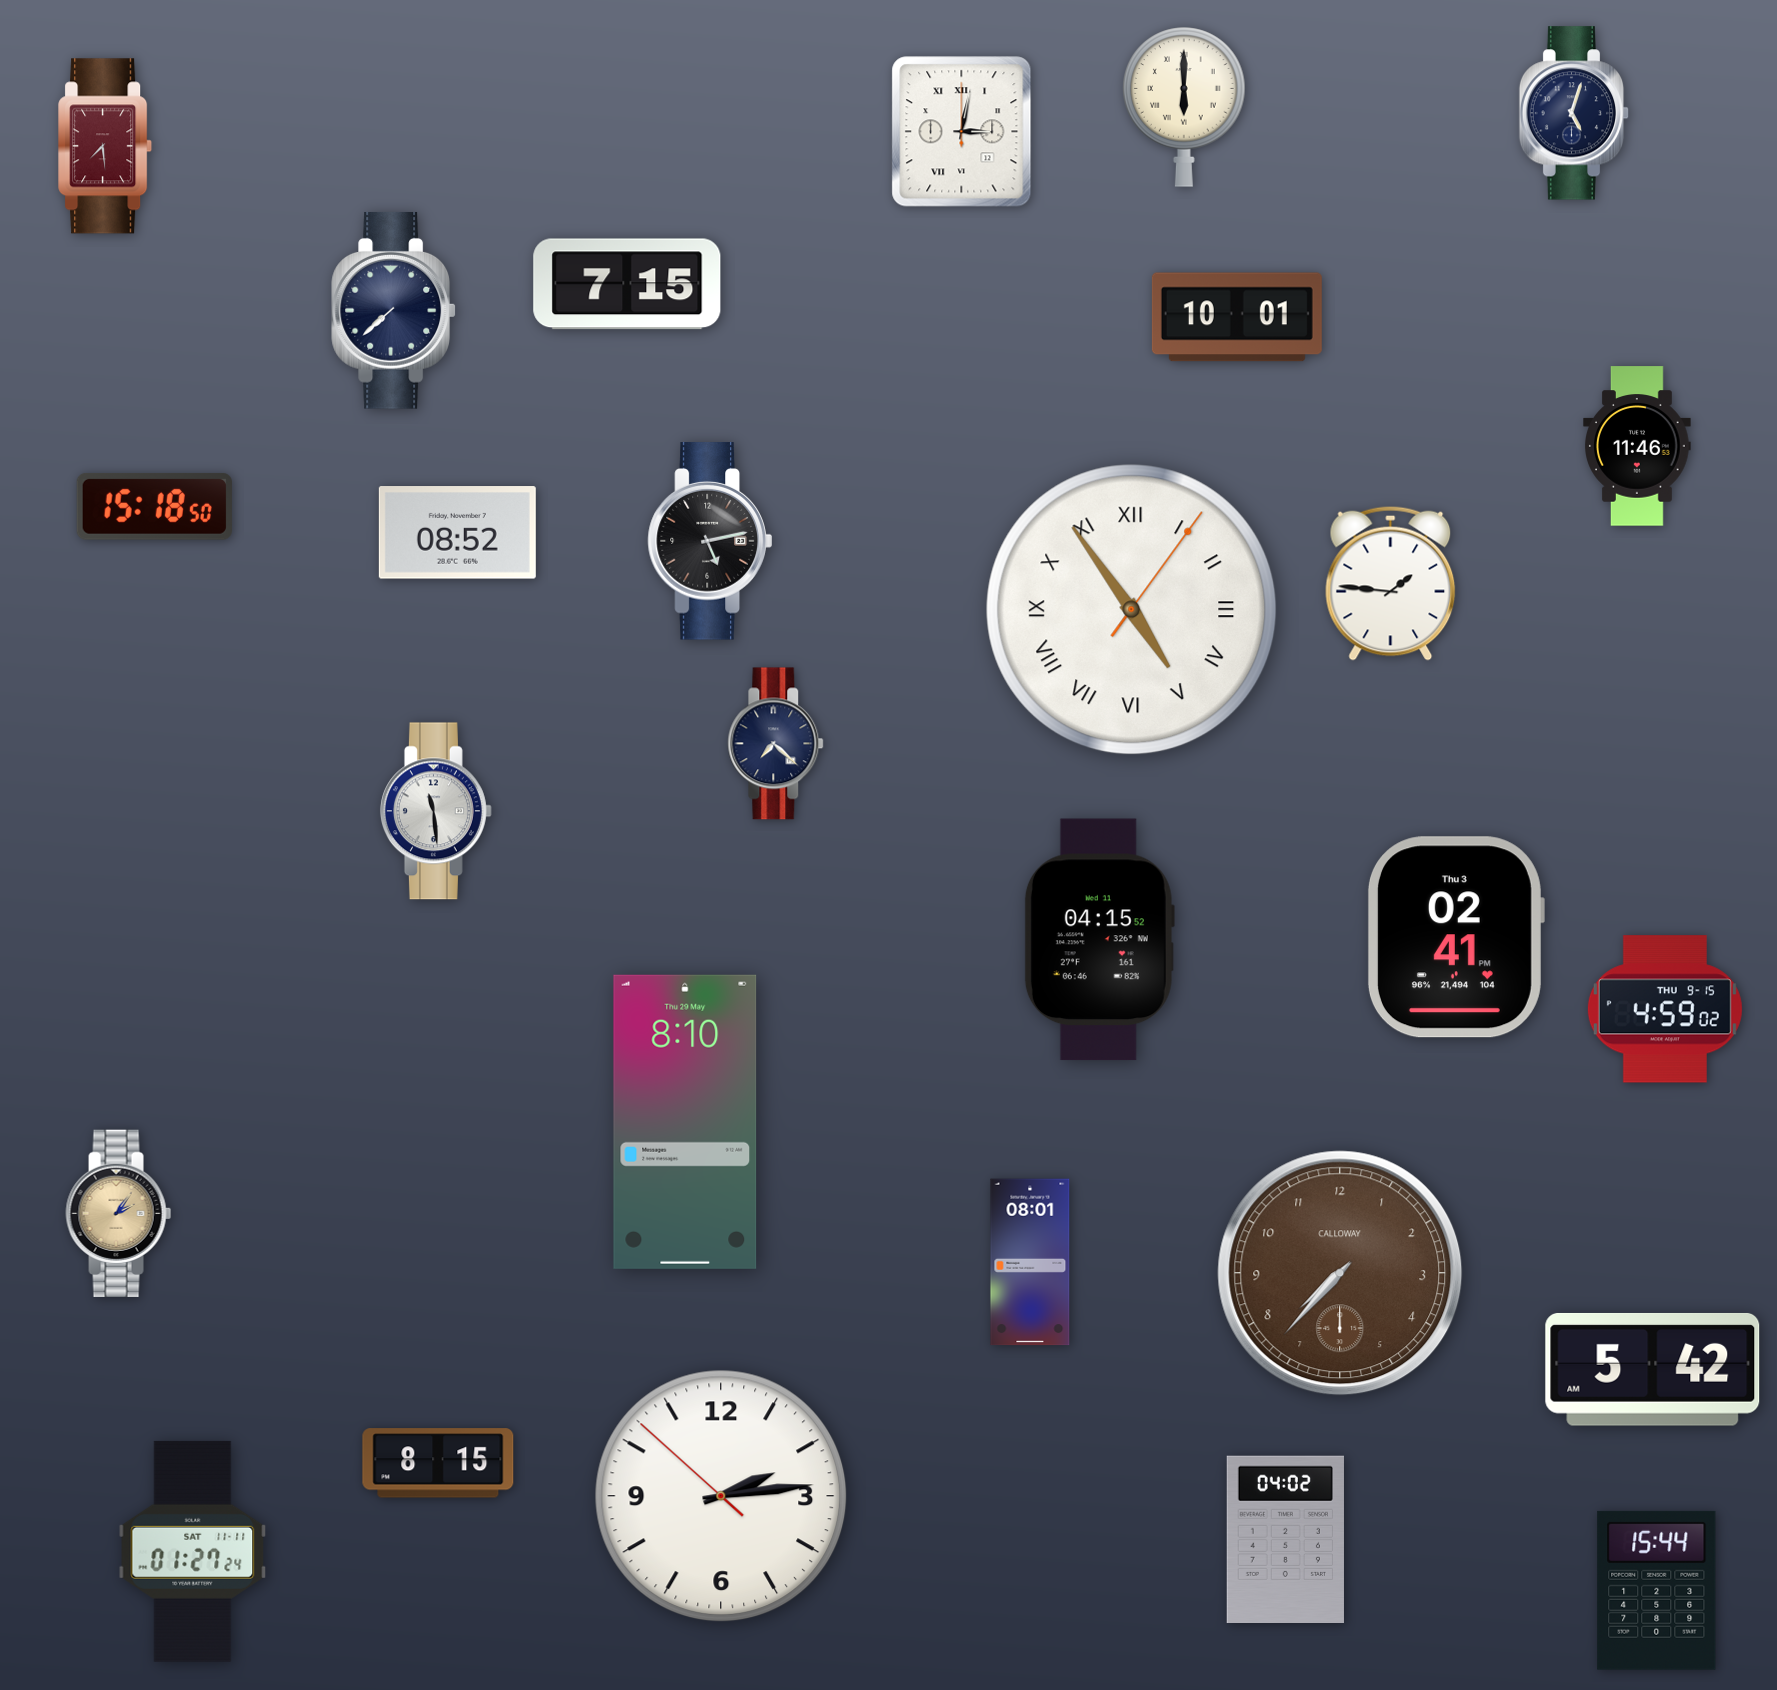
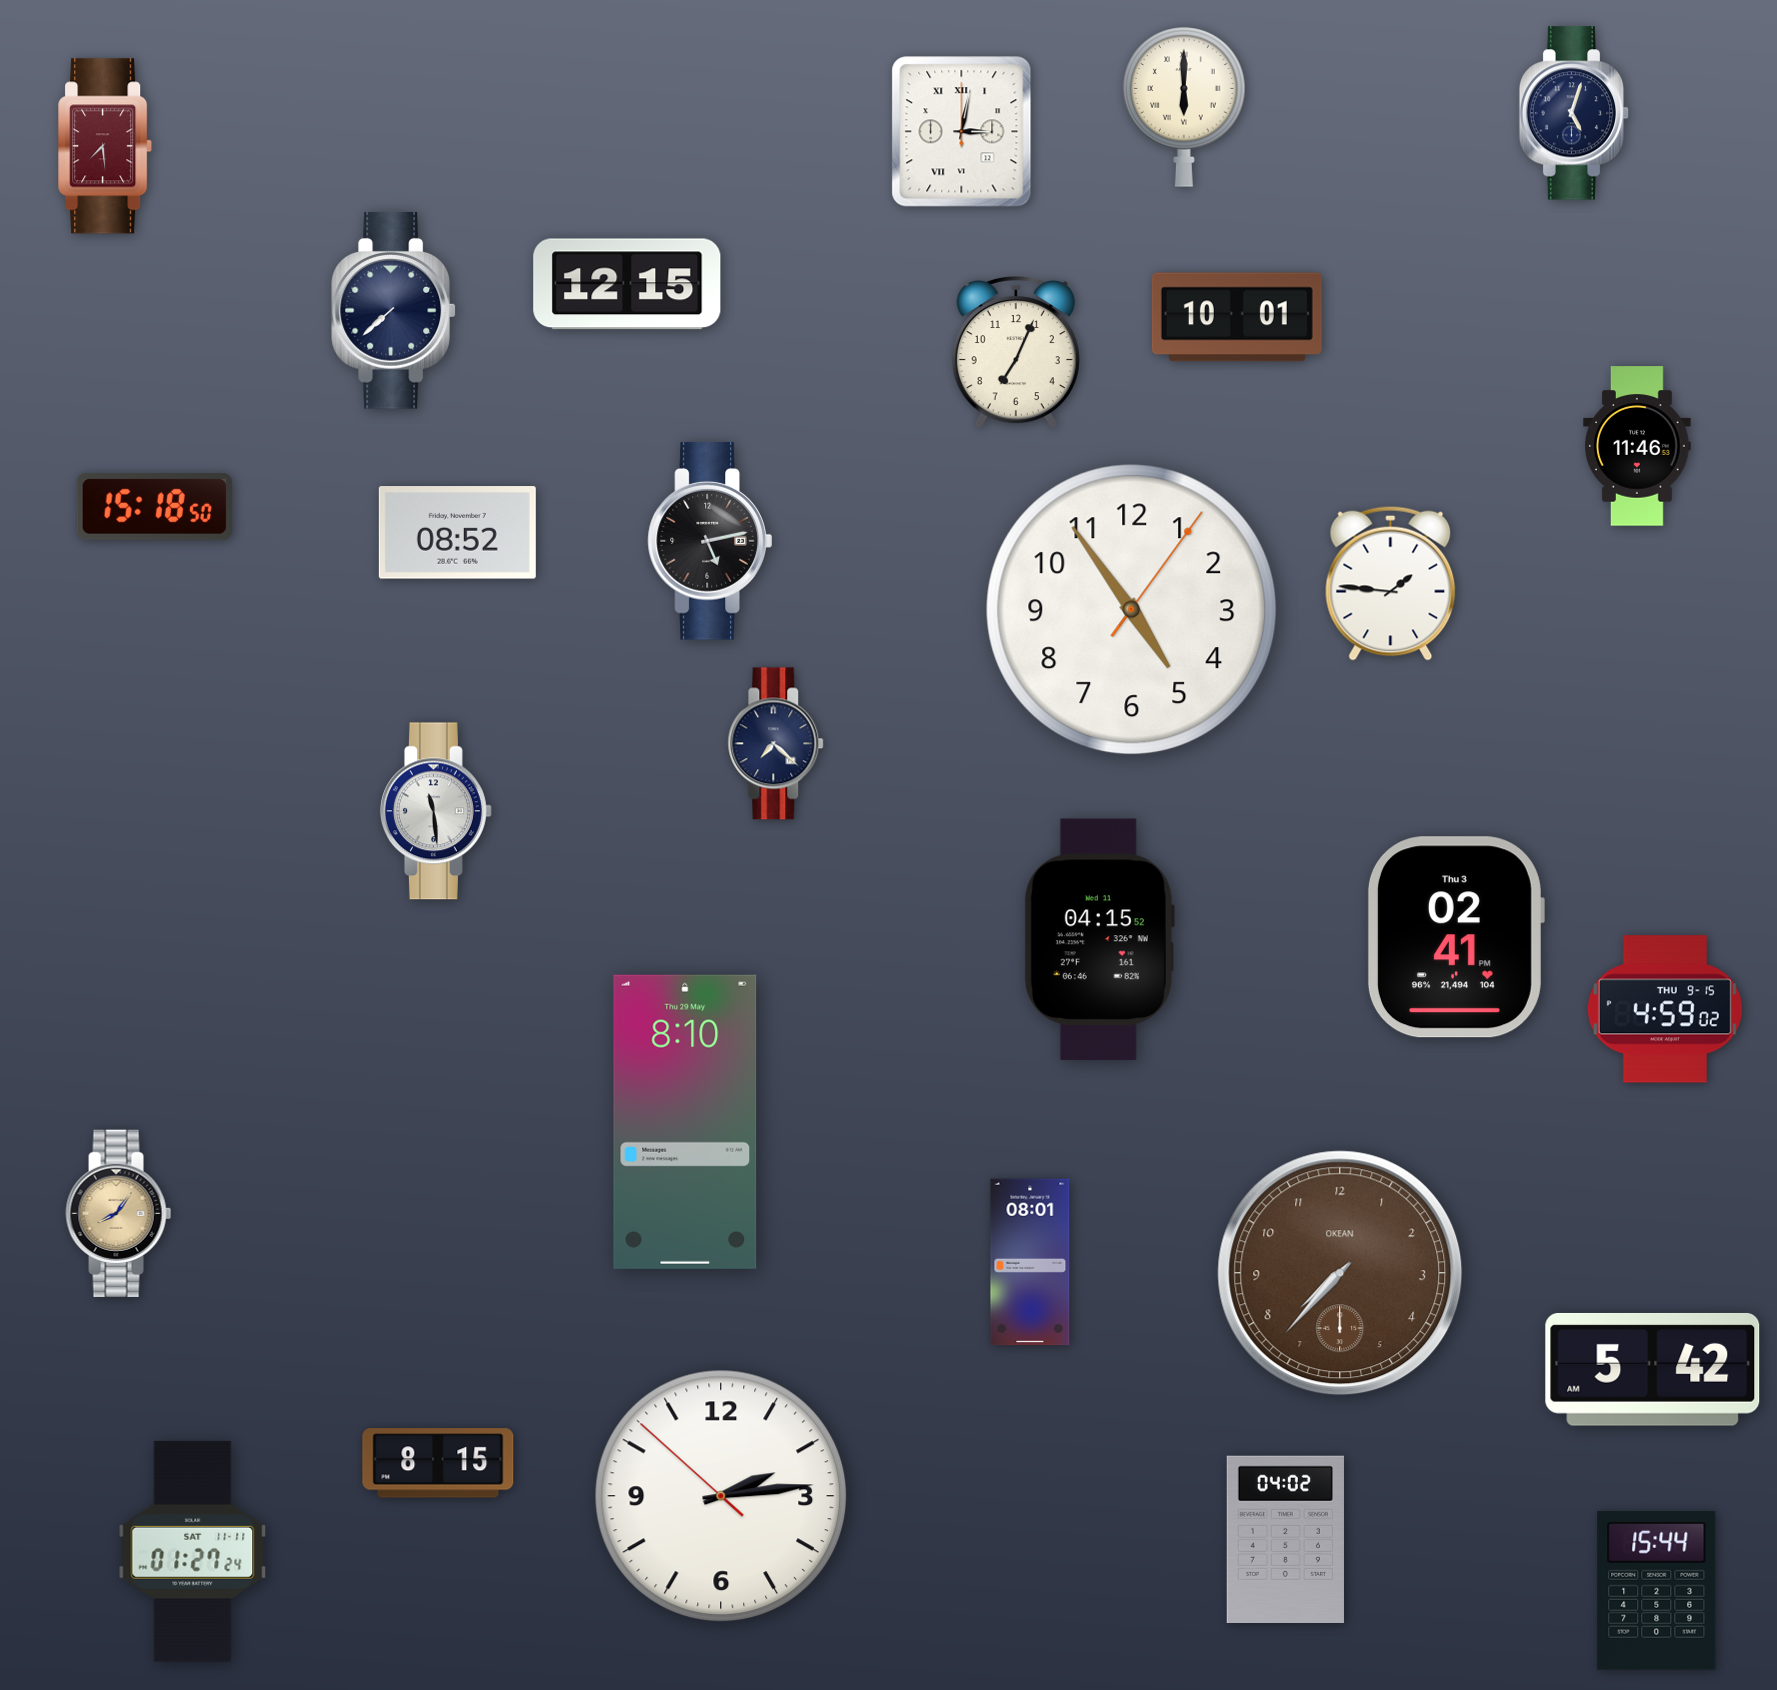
clock at (627, 284): 7:15 -> 12:15
clock at (1016, 352): none -> 7:04
clock at (1132, 610) numerals: Roman -> Arabic
clock at (119, 1213): 2:06 -> 8:06
clock at (1340, 1273) brand: CALLOWAY -> OKEAN
